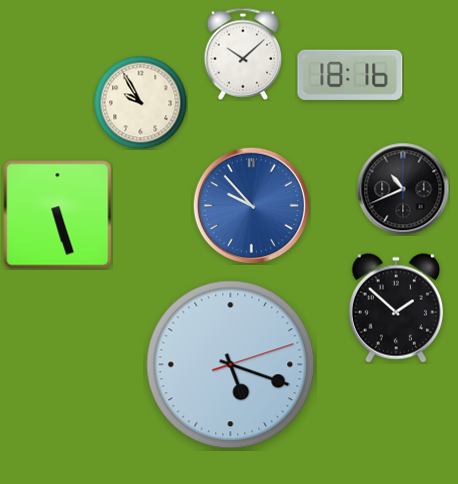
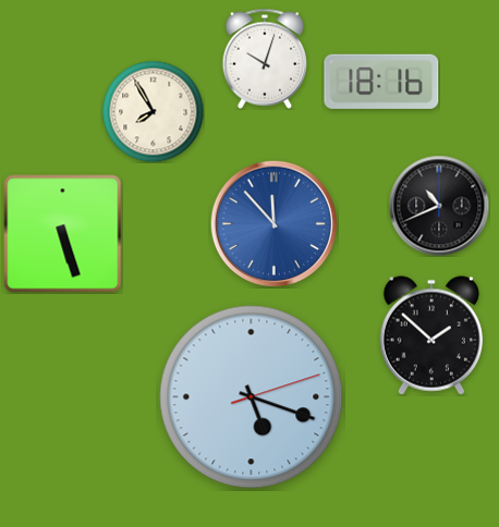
clock at (242, 54): 10:08 -> 10:03
clock at (140, 102): 9:55 -> 7:55
clock at (251, 205): 9:53 -> 11:53
